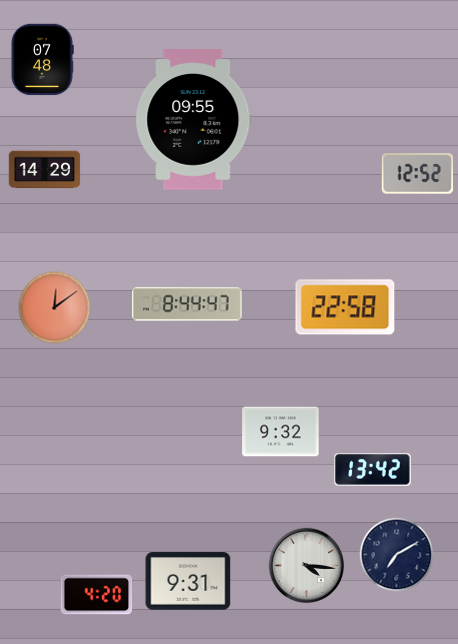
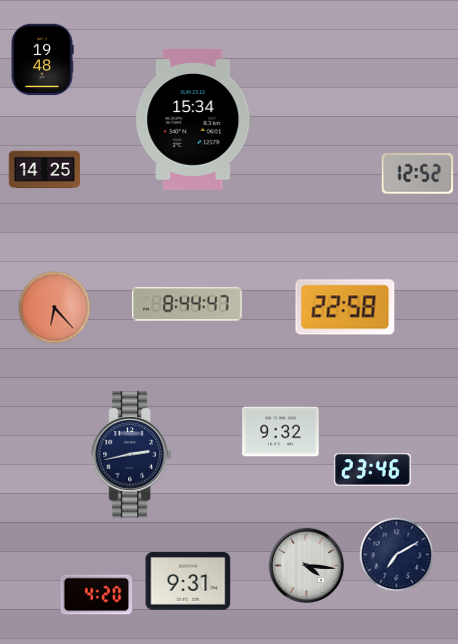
clock at (42, 60): 07:48 -> 19:48
clock at (194, 120): 09:55 -> 15:34
clock at (45, 170): 14:29 -> 14:25
clock at (55, 308): 12:09 -> 6:23
clock at (132, 455): none -> 2:43
clock at (373, 470): 13:42 -> 23:46
